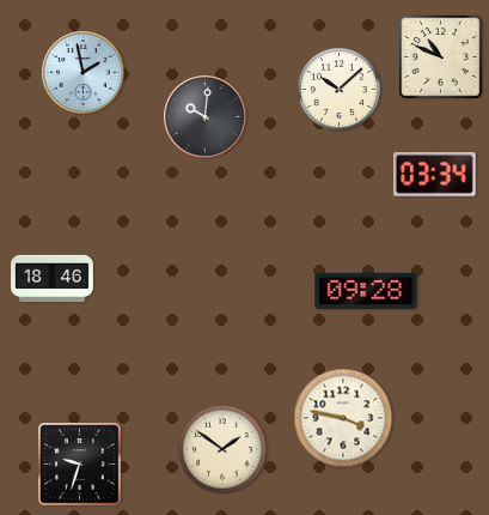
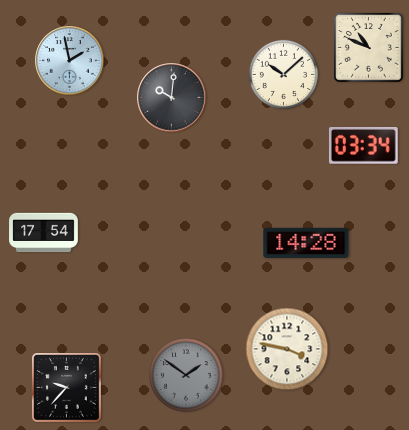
clock at (53, 279): 18:46 -> 17:54
clock at (366, 291): 09:28 -> 14:28
clock at (222, 449) dial: cream -> grey
clock at (80, 465): 9:33 -> 9:37
